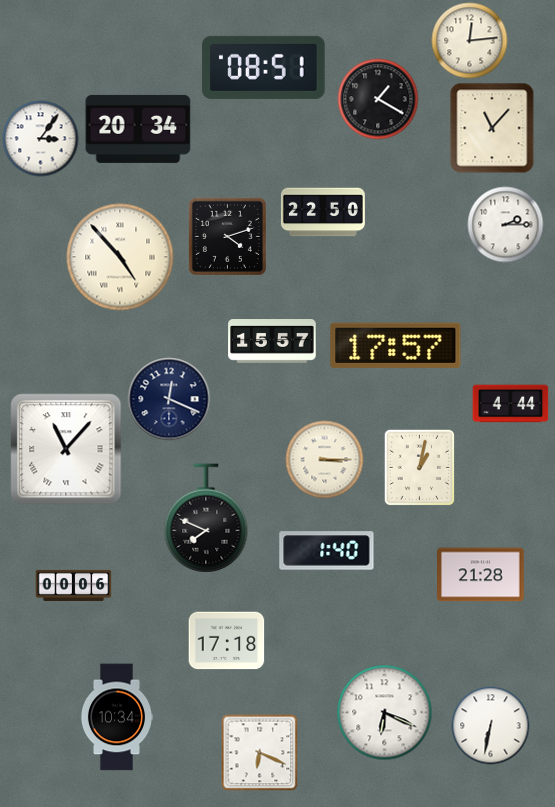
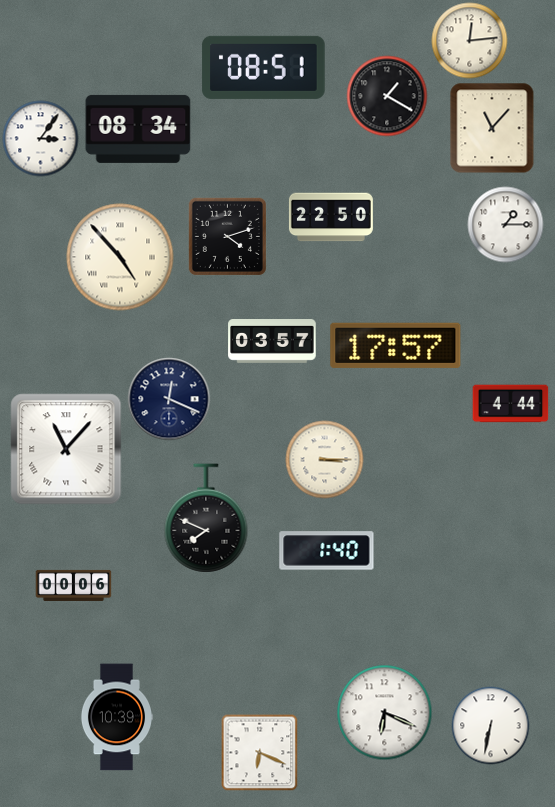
clock at (378, 99) position: (378, 99) -> (387, 96)
clock at (138, 129): 20:34 -> 08:34
clock at (323, 212) position: (323, 212) -> (331, 217)
clock at (506, 225): 2:15 -> 1:15
clock at (272, 342): 15:57 -> 03:57
clock at (420, 467): 1:02 -> none
clock at (481, 575): 21:28 -> none
clock at (227, 641): 17:18 -> none
clock at (116, 717): 10:34 -> 10:39
